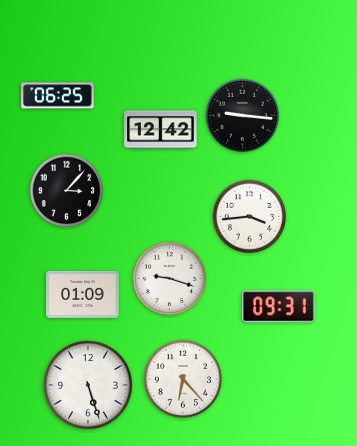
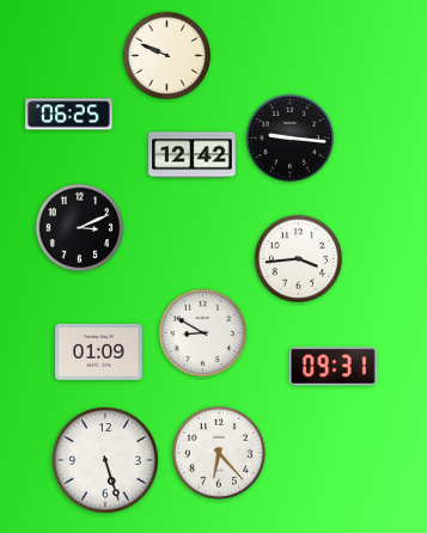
clock at (167, 56): none -> 9:49
clock at (67, 191): 3:07 -> 3:11
clock at (170, 279): 9:18 -> 8:50
